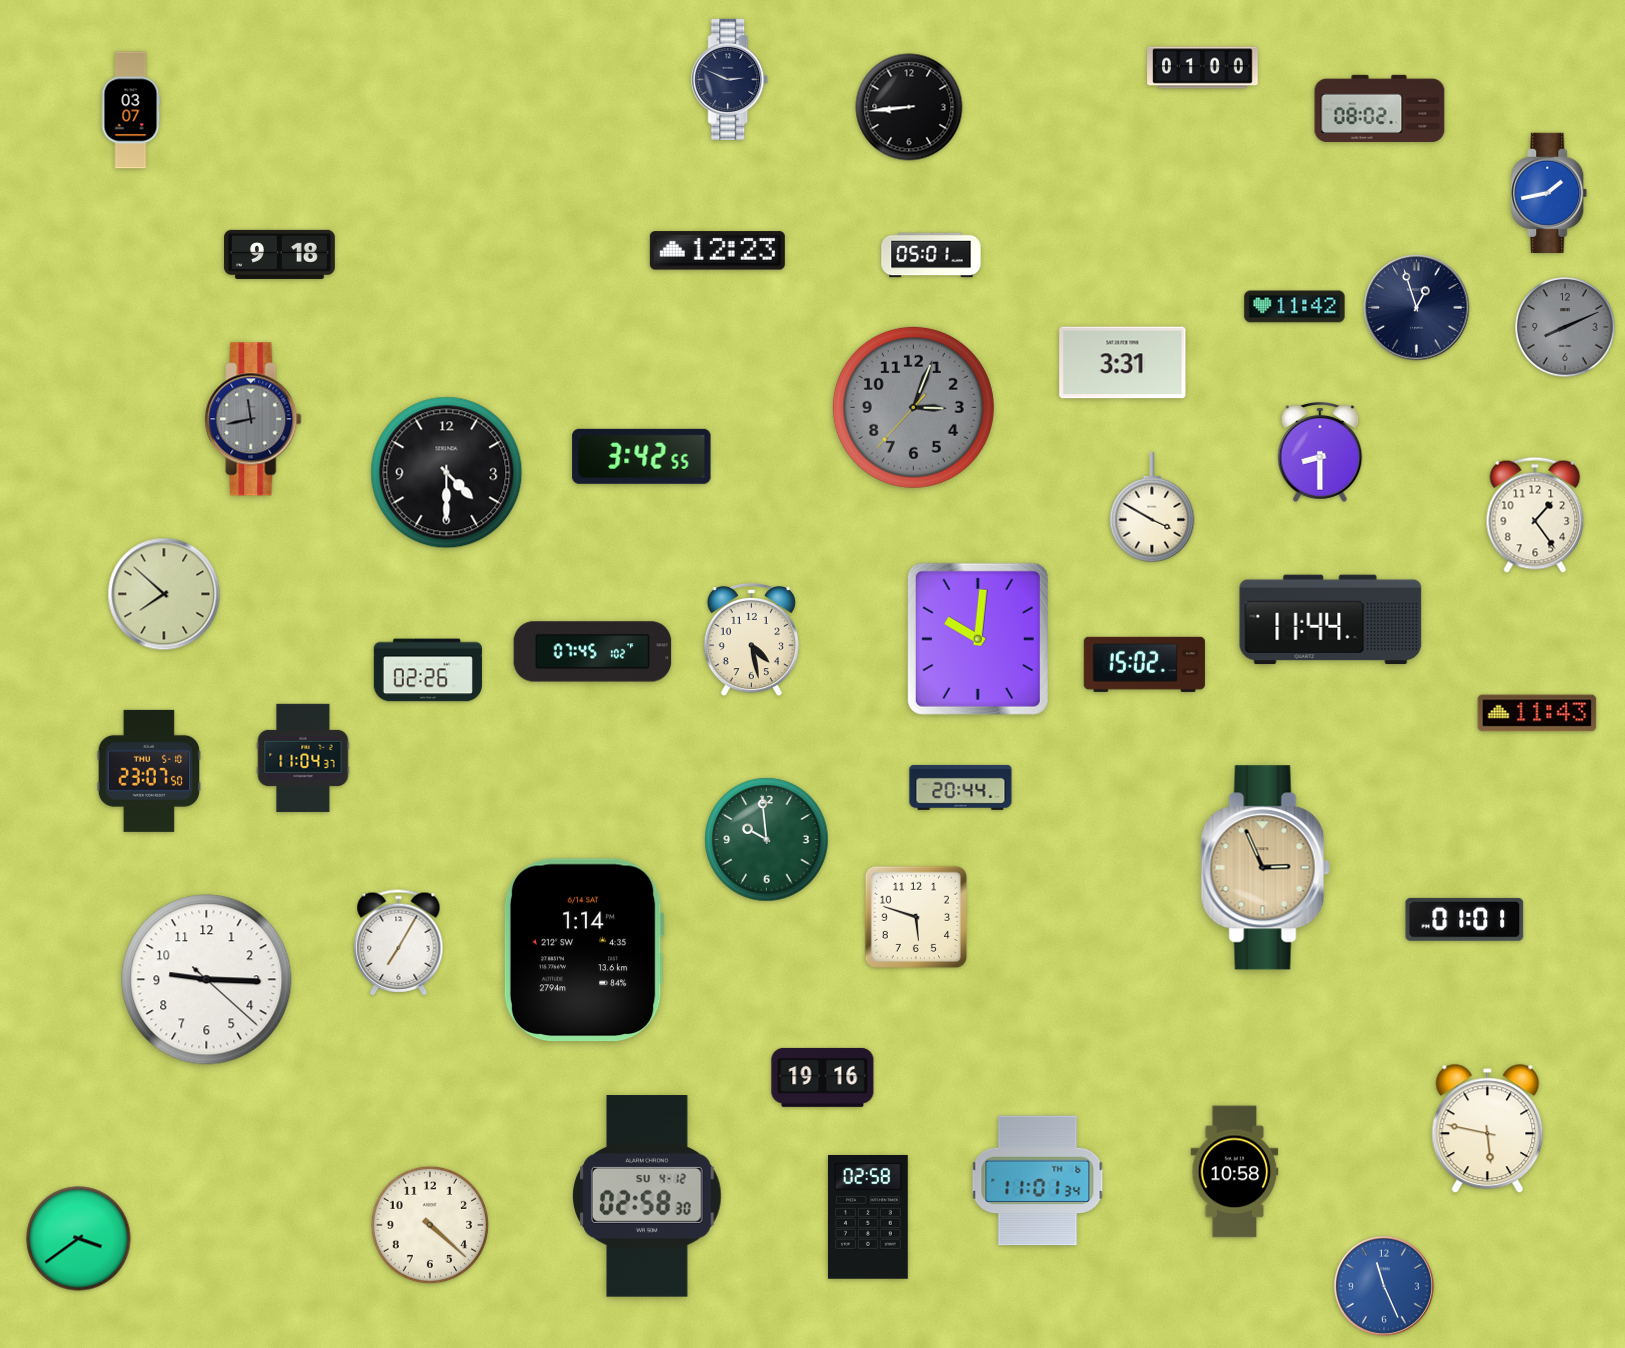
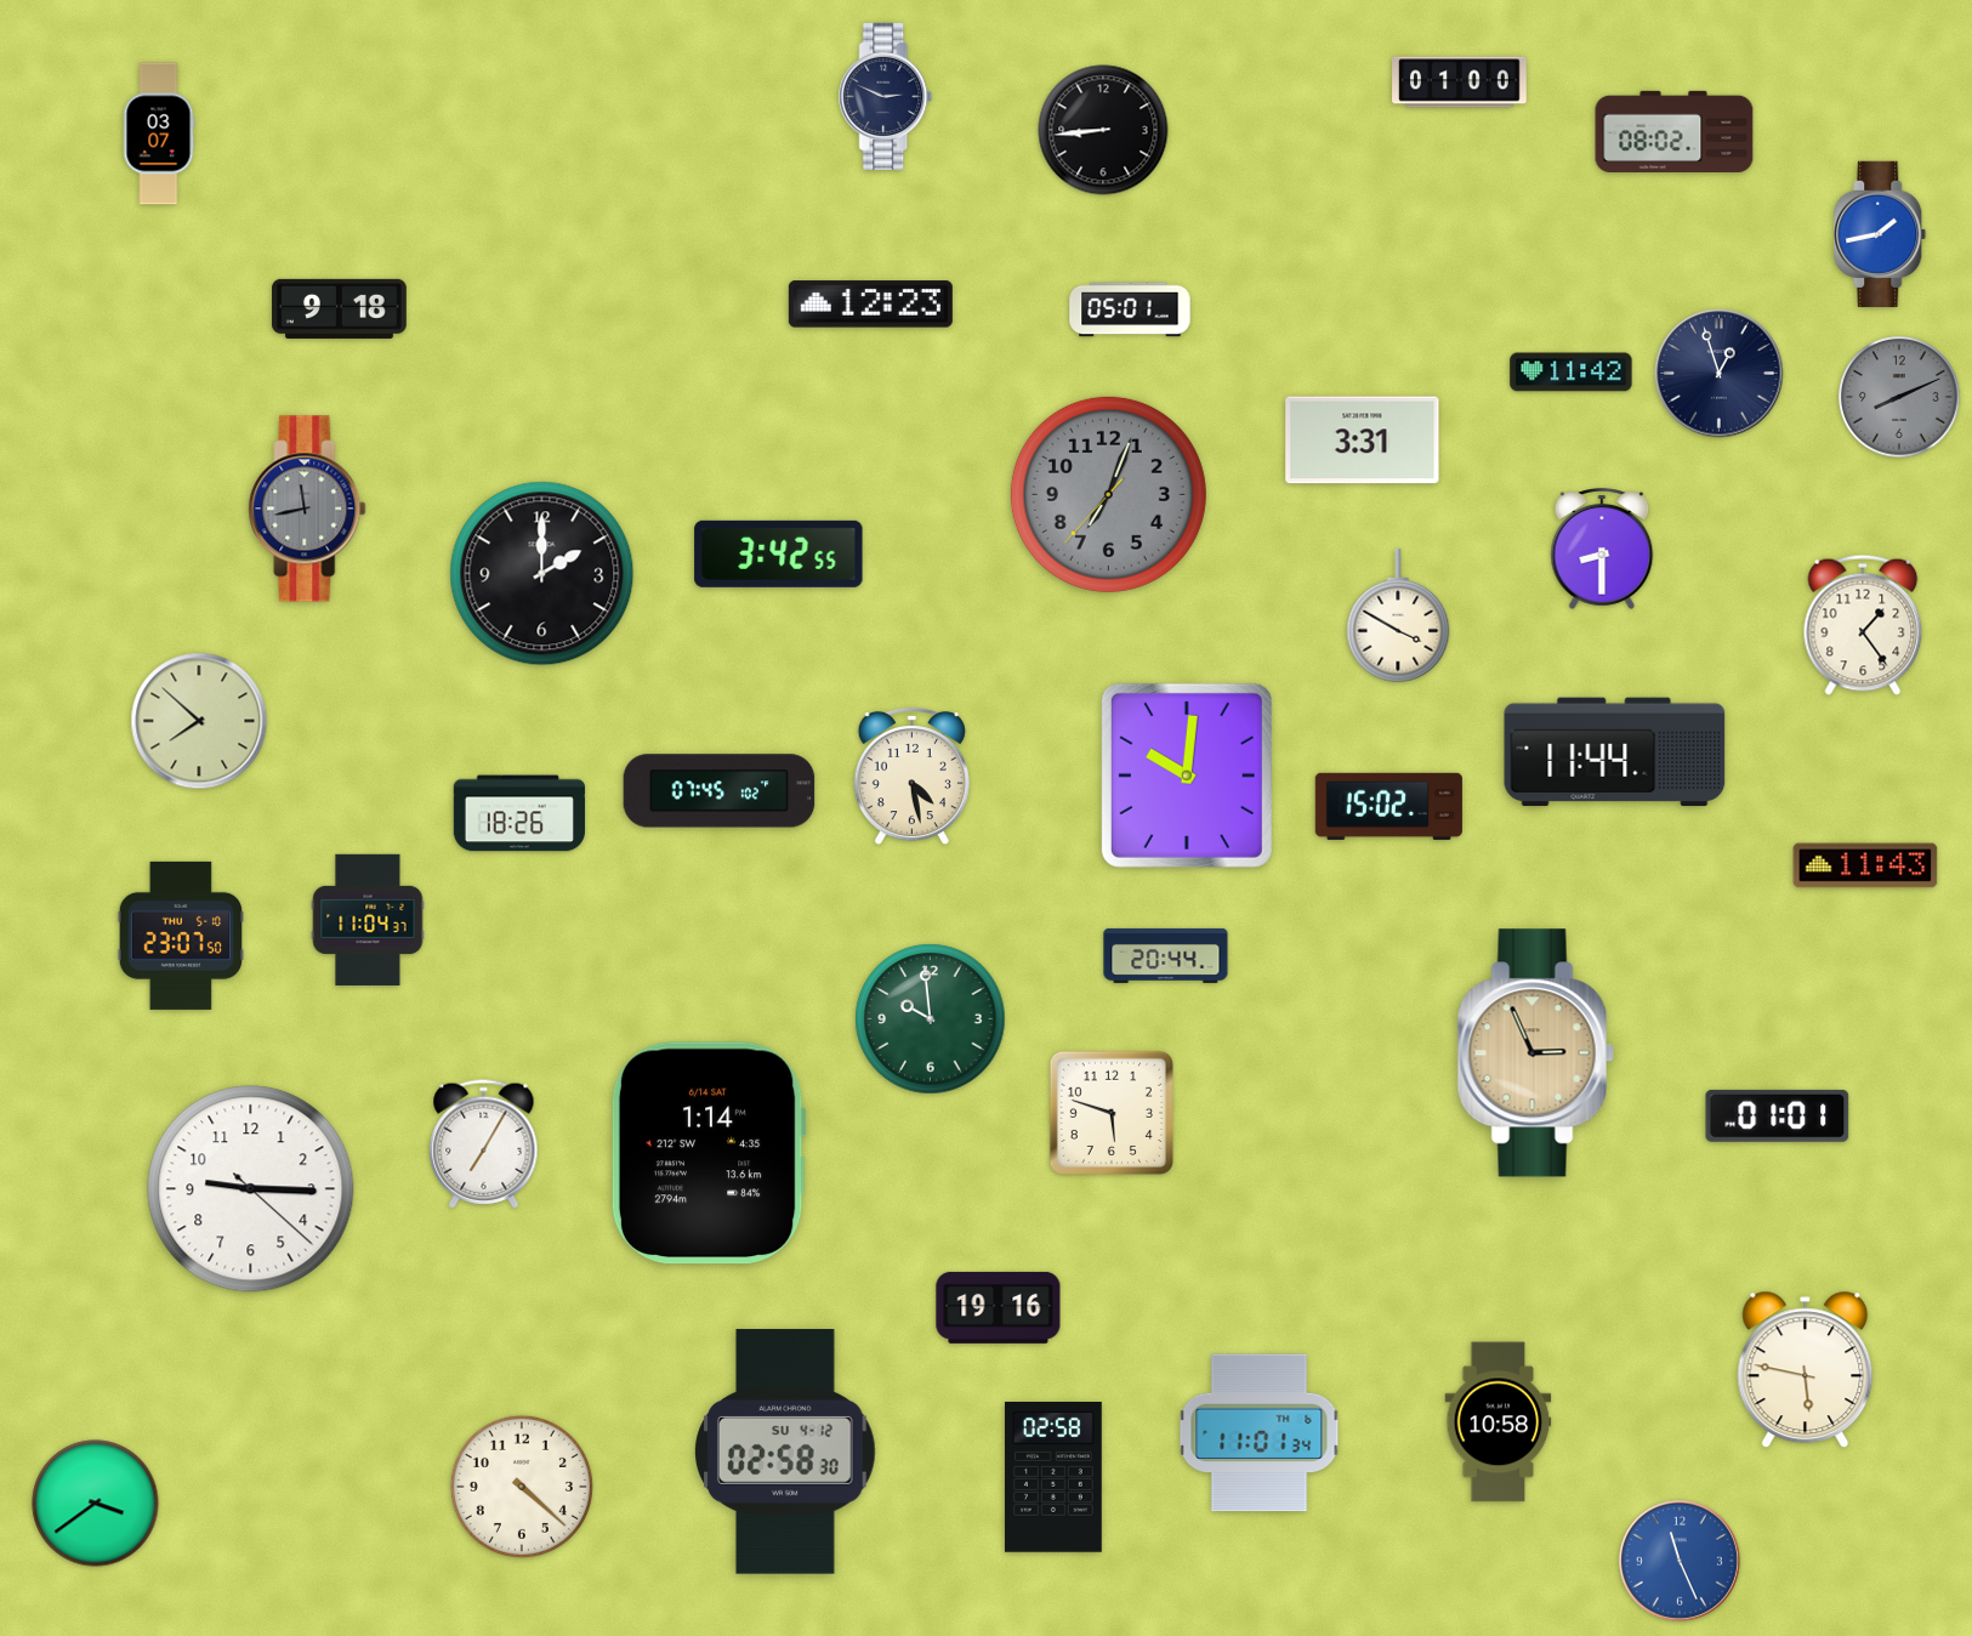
clock at (913, 407): 3:03 -> 7:03
clock at (447, 473): 4:30 -> 2:00
clock at (428, 670): 02:26 -> 18:26
